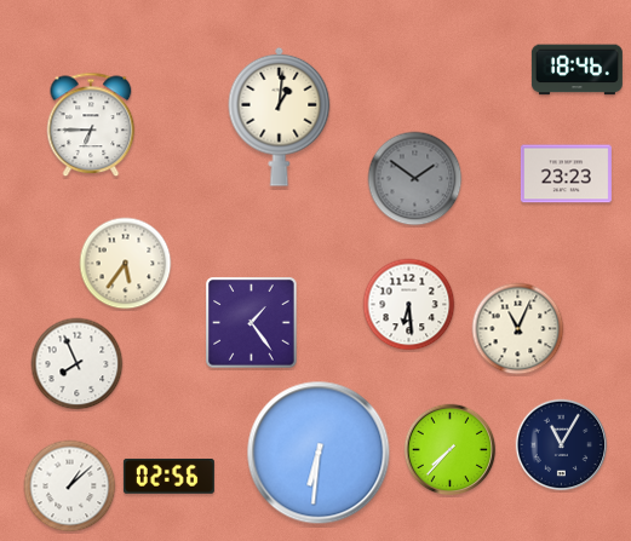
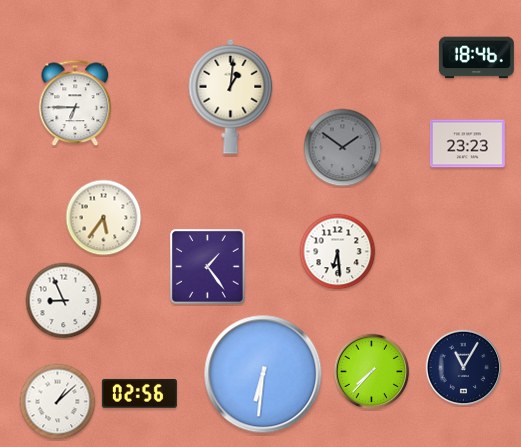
clock at (518, 329): 11:04 -> none
clock at (78, 364): 7:56 -> 8:56
